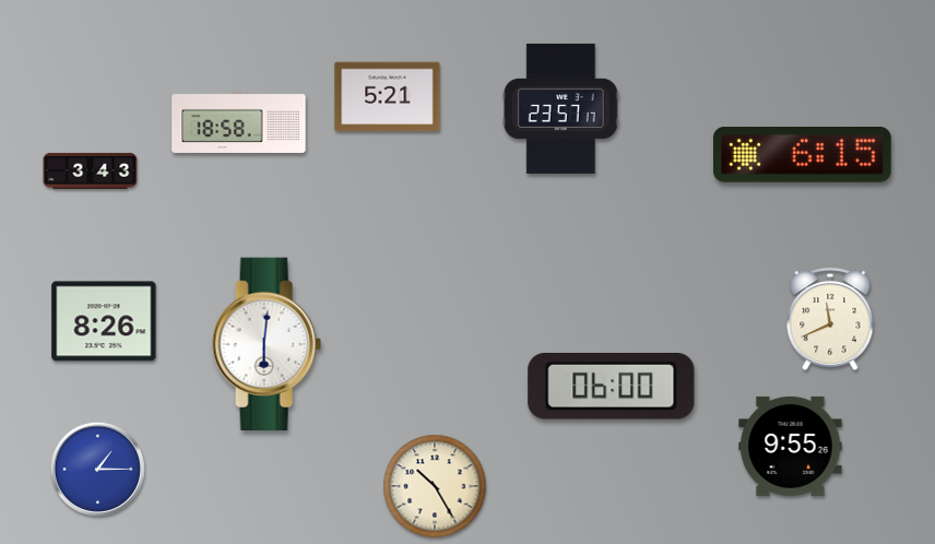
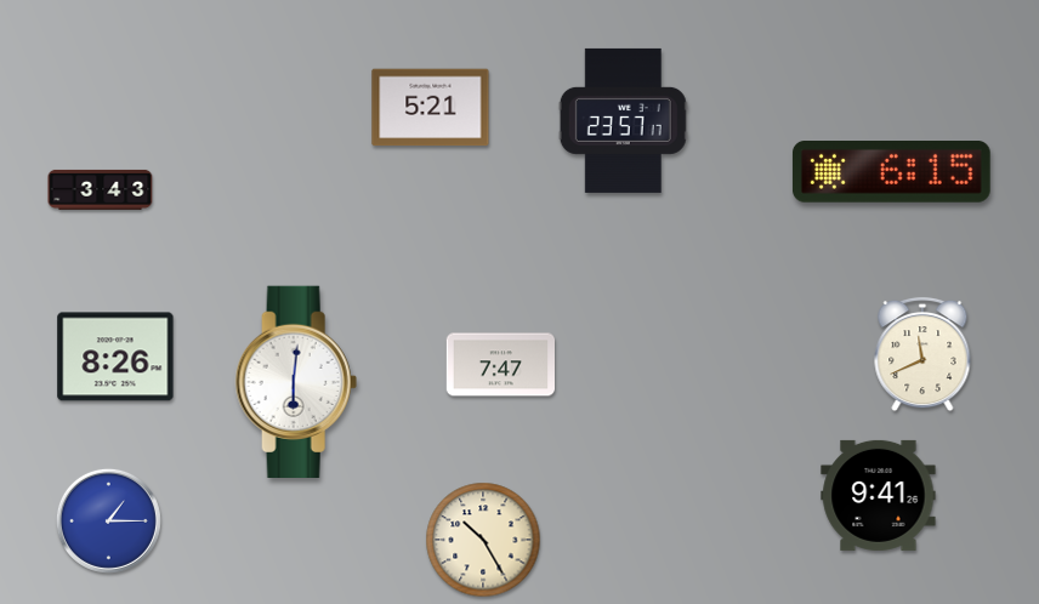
clock at (239, 121): 18:58 -> none
clock at (501, 365): none -> 7:47
clock at (612, 387): 06:00 -> none
clock at (791, 446): 9:55 -> 9:41
